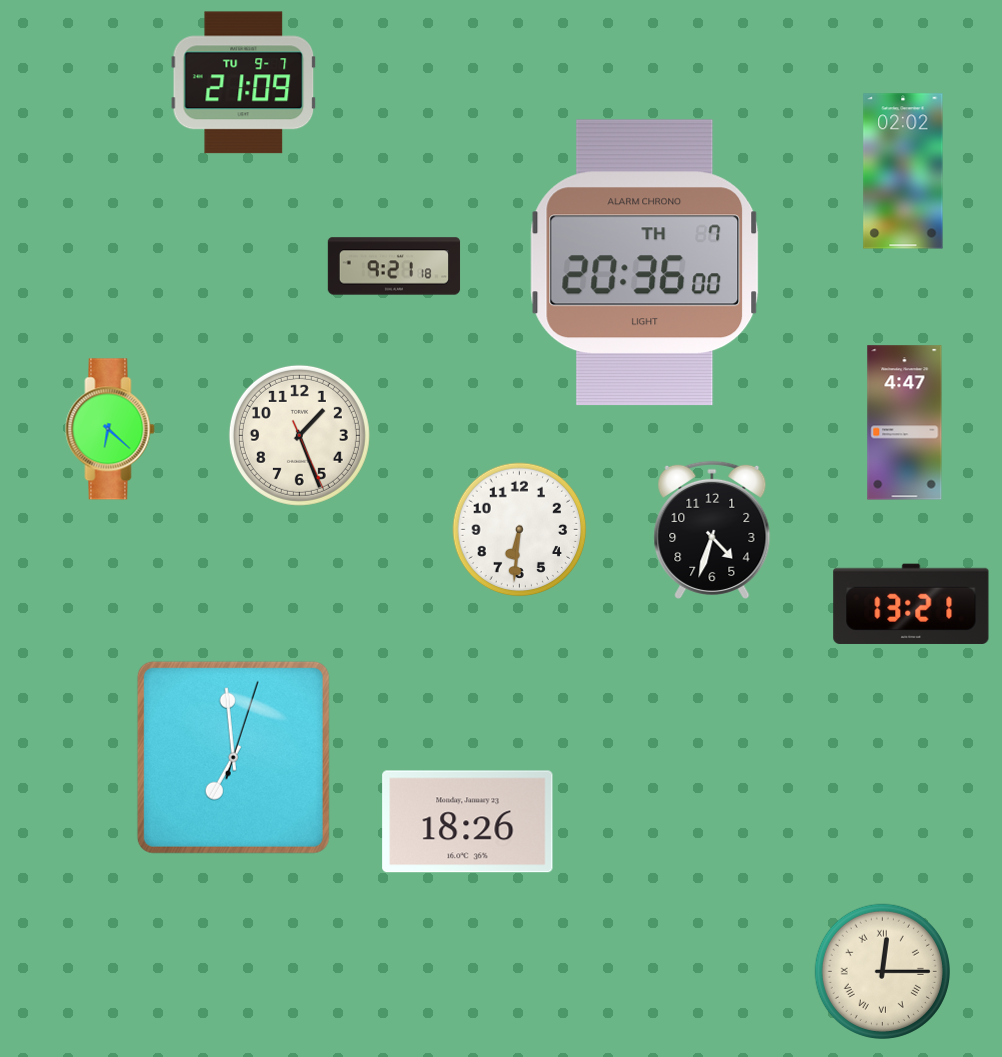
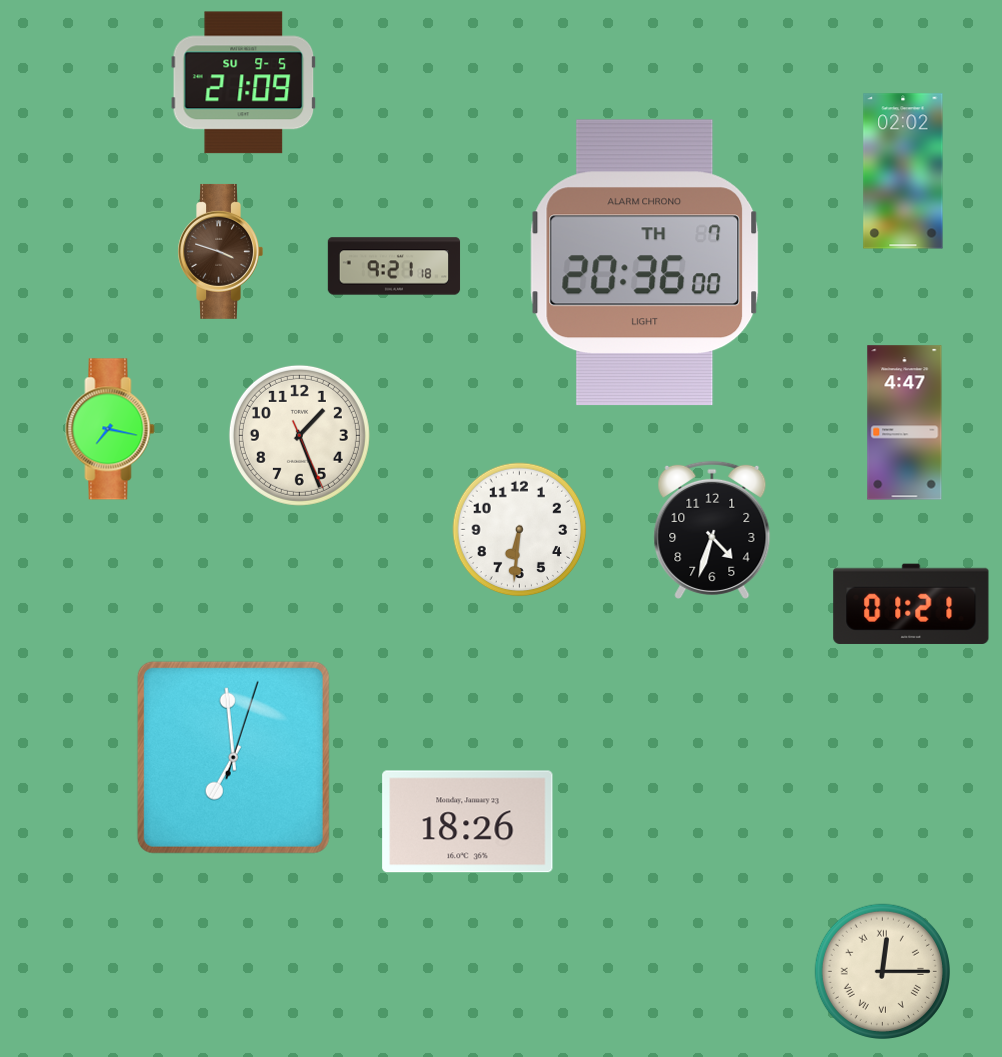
clock at (244, 83) date: TU 9-7 -> SU 9-5
clock at (220, 251): none -> 3:48
clock at (110, 429): 6:22 -> 7:17
clock at (911, 603): 13:21 -> 01:21
